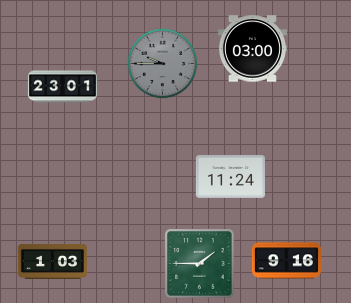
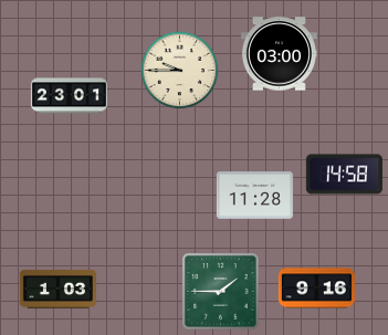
clock at (163, 64) dial: grey -> cream
clock at (344, 175): none -> 14:58
clock at (230, 177): 11:24 -> 11:28
